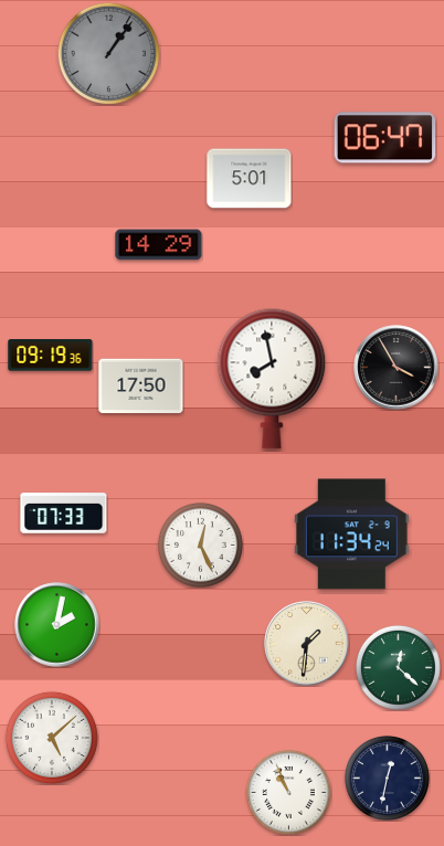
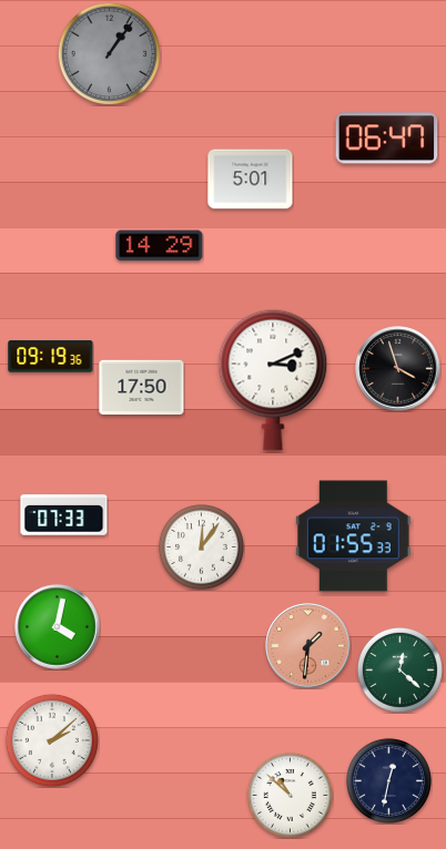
clock at (397, 368): 3:55 -> 3:57
clock at (272, 379): 7:58 -> 3:11
clock at (351, 535): 11:34 -> 01:55
clock at (200, 544): 12:26 -> 12:06
clock at (57, 625): 2:02 -> 4:02
clock at (307, 644) dial: cream -> salmon
clock at (52, 738): 5:08 -> 2:08
clock at (288, 792): 10:56 -> 10:52
